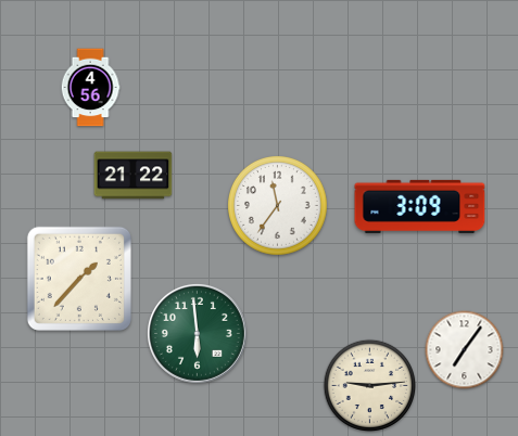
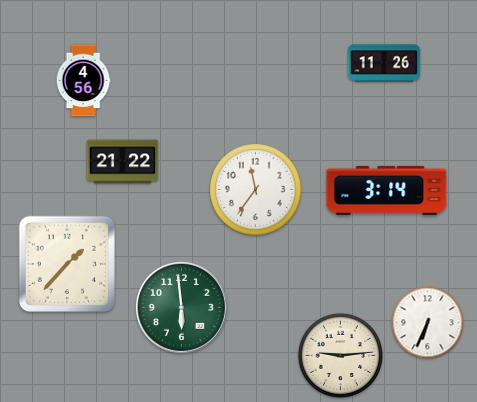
clock at (384, 63): none -> 11:26
clock at (420, 206): 3:09 -> 3:14
clock at (79, 279) position: (79, 279) -> (67, 264)
clock at (465, 350): 7:06 -> 6:34
